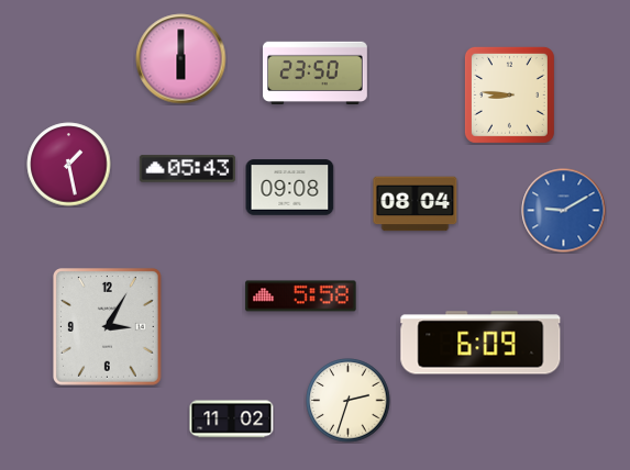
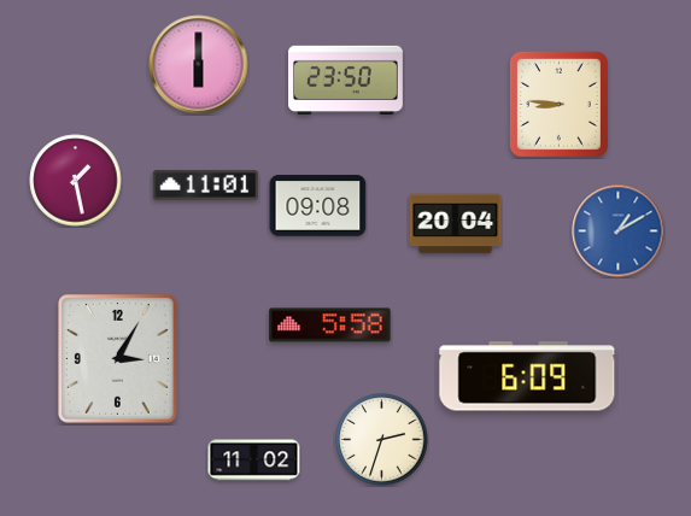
clock at (188, 169): 05:43 -> 11:01
clock at (416, 204): 08:04 -> 20:04
clock at (564, 211): 9:10 -> 1:10
